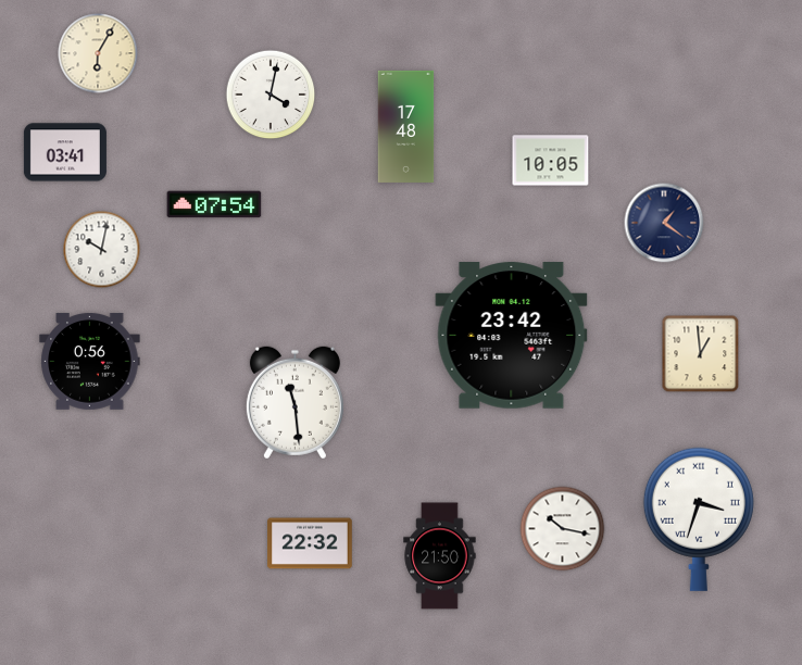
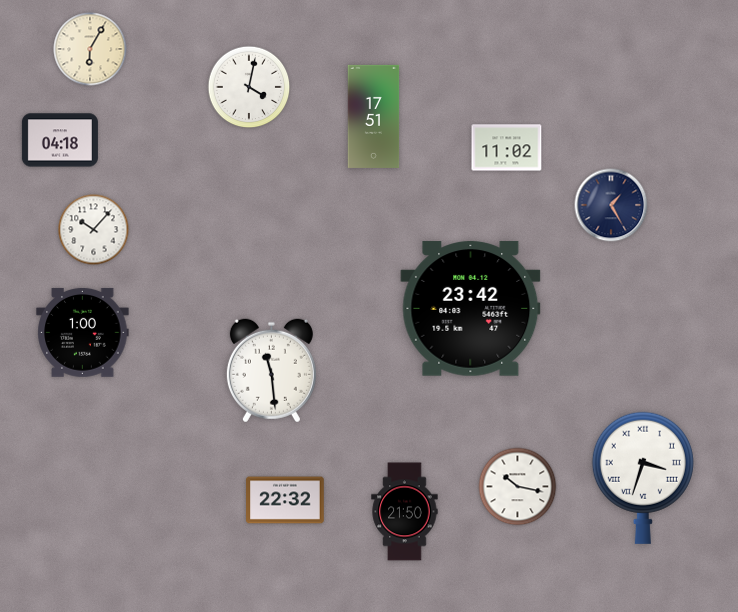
clock at (406, 126): 17:48 -> 17:51
clock at (65, 152): 03:41 -> 04:18
clock at (551, 161): 10:05 -> 11:02
clock at (214, 204): 07:54 -> none
clock at (664, 223): 1:21 -> 1:25
clock at (102, 250): 10:02 -> 10:07
clock at (701, 354): 12:59 -> none
clock at (90, 361): 0:56 -> 1:00
